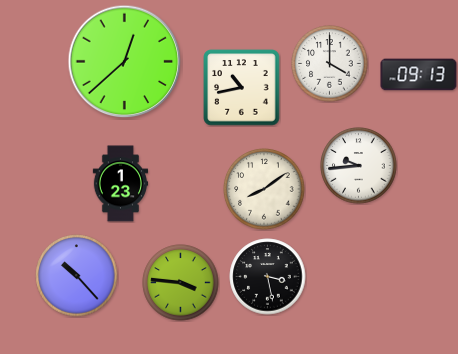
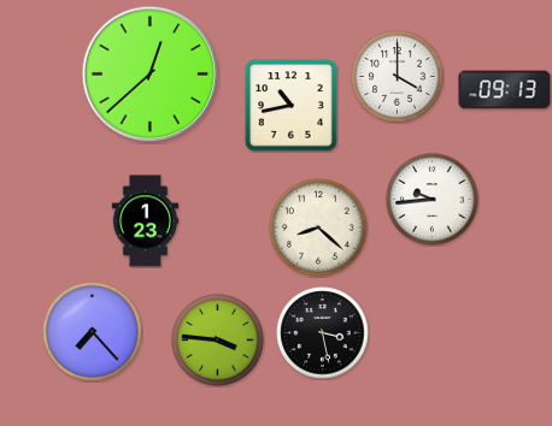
clock at (264, 189): 8:09 -> 8:22
clock at (77, 276): 10:23 -> 7:23
